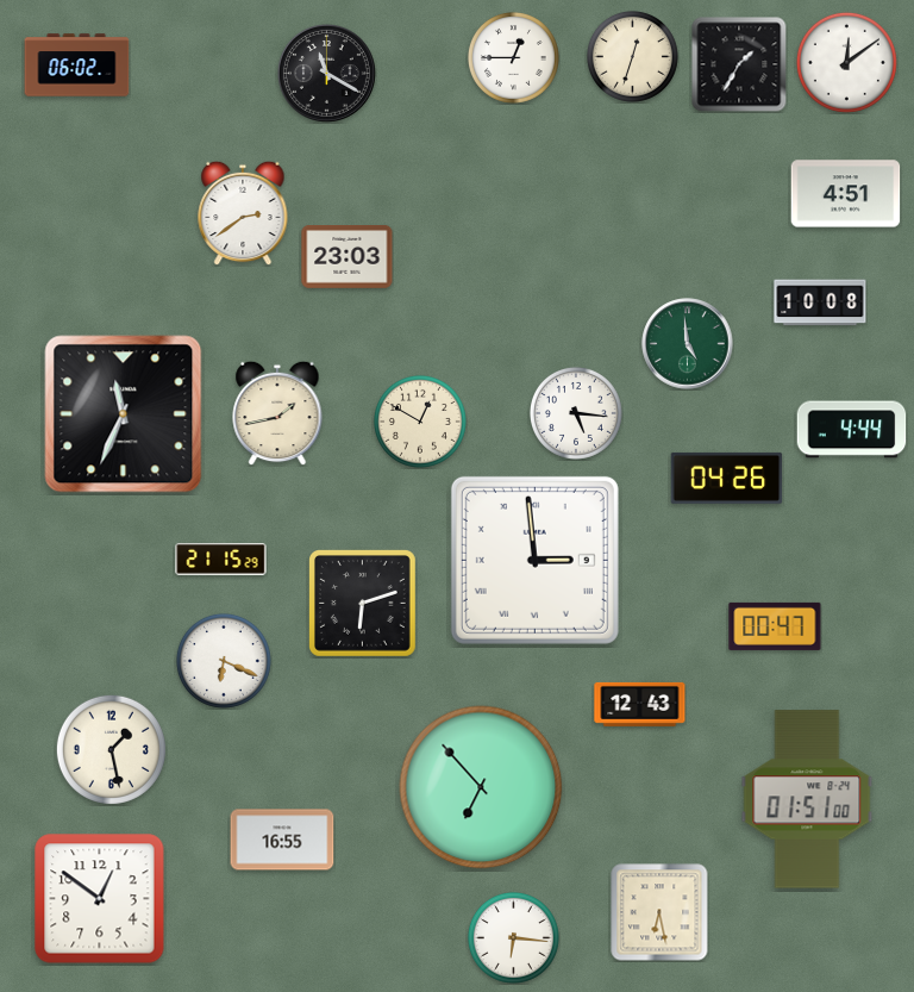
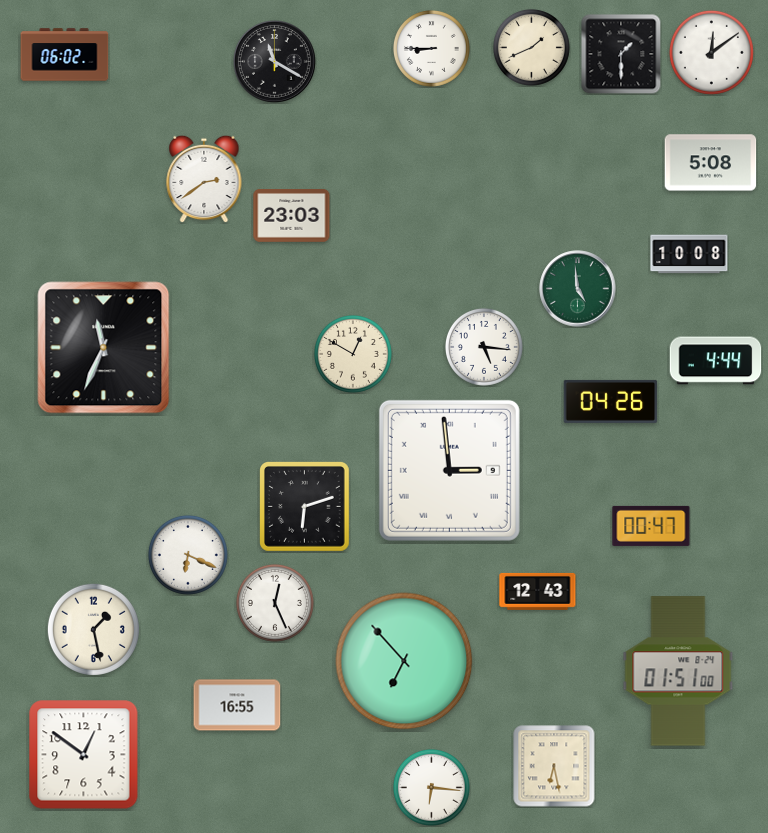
clock at (632, 56): 12:33 -> 1:41
clock at (513, 57): 12:45 -> 8:45
clock at (739, 64): 1:35 -> 1:30
clock at (846, 194): 4:51 -> 5:08
clock at (277, 413): 1:43 -> none
clock at (221, 560): 21:15 -> none
clock at (275, 603): none -> 12:26
